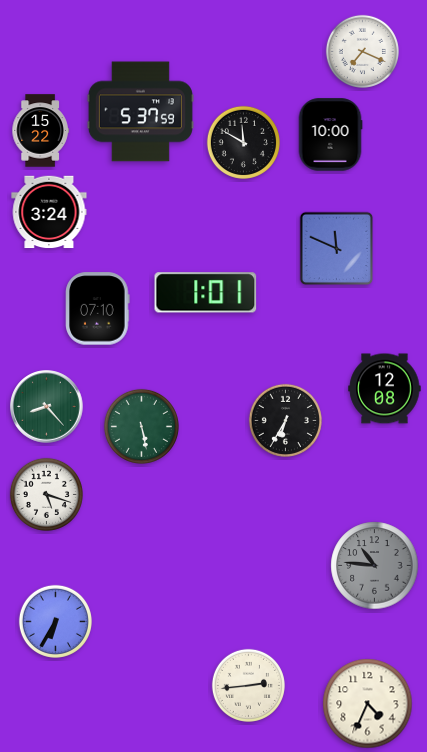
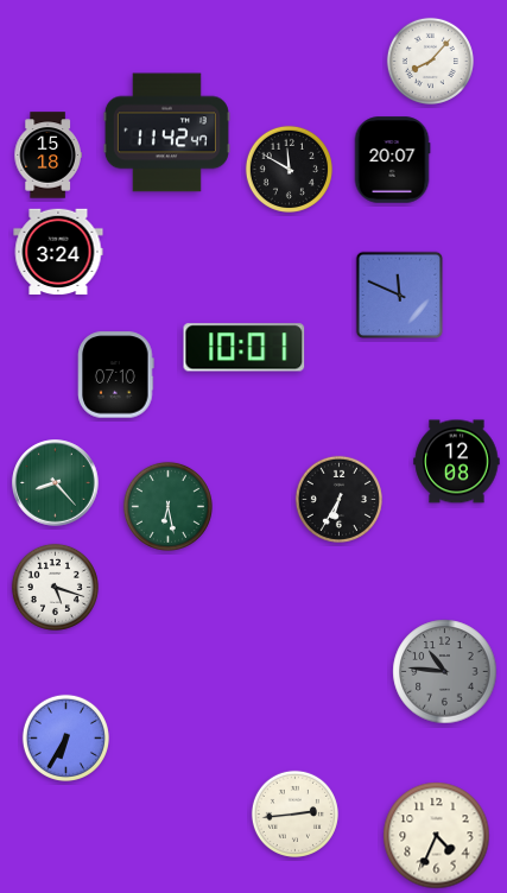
clock at (362, 51): 7:19 -> 8:07
clock at (140, 112): 5:37 -> 11:42
clock at (40, 131): 15:22 -> 15:18
clock at (330, 135): 10:00 -> 20:07
clock at (206, 293): 1:01 -> 10:01
clock at (98, 309) position: (98, 309) -> (116, 375)
clock at (141, 426): 5:28 -> 6:28
